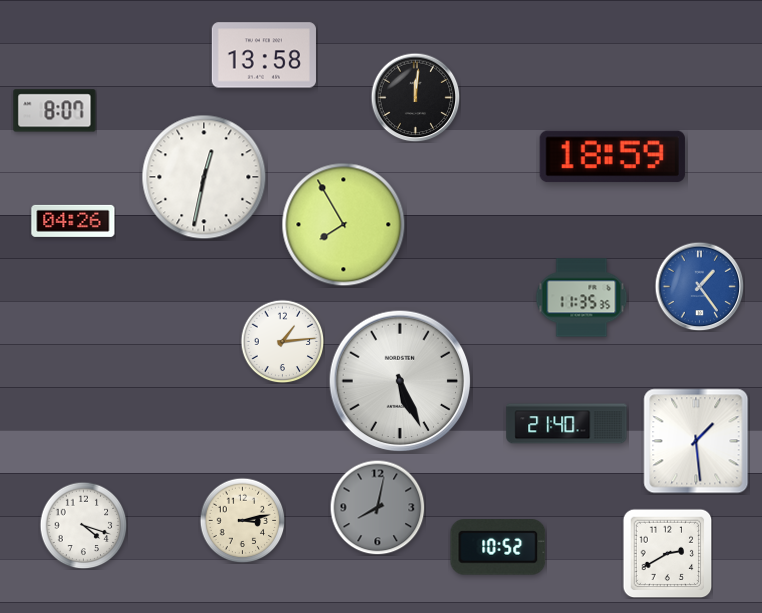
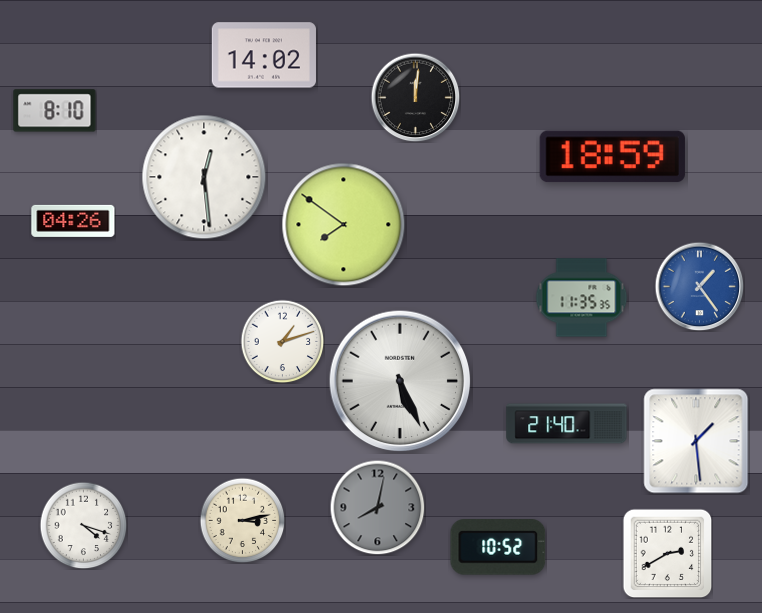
clock at (264, 55): 13:58 -> 14:02
clock at (55, 111): 8:07 -> 8:10
clock at (204, 177): 12:32 -> 12:29
clock at (344, 225): 7:55 -> 7:51
clock at (282, 341): 1:14 -> 1:12
